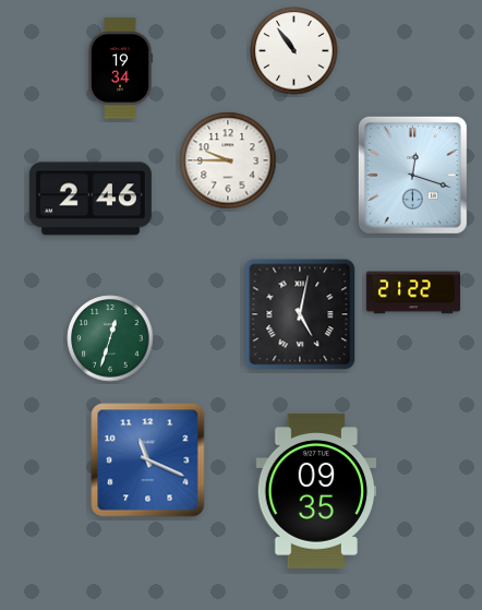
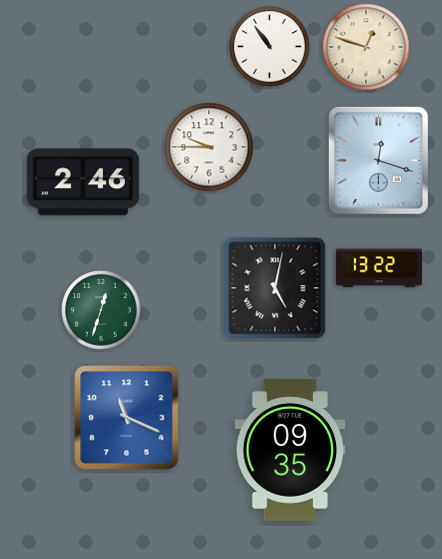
clock at (366, 47): none -> 12:48
clock at (120, 69): 19:34 -> none
clock at (412, 292): 21:22 -> 13:22
clock at (148, 461) position: (148, 461) -> (127, 418)
